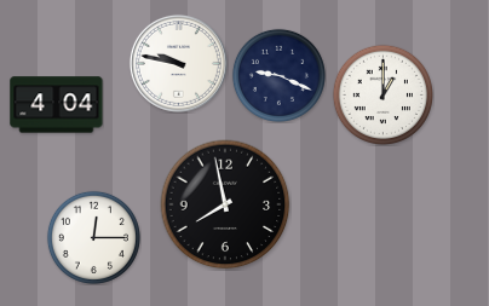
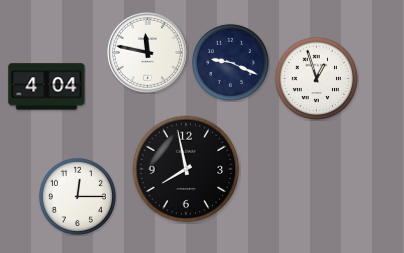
clock at (178, 63): 9:47 -> 11:47
clock at (382, 94): 1:00 -> 12:57
